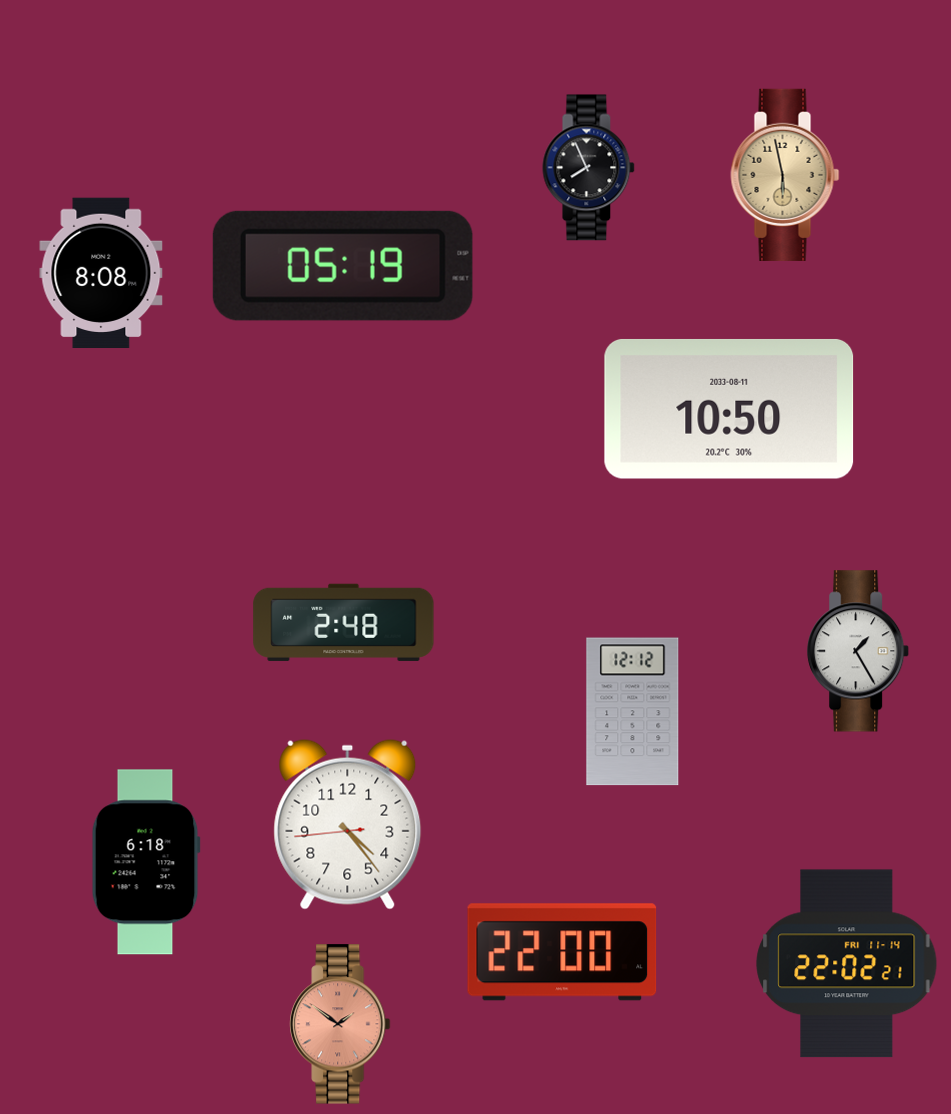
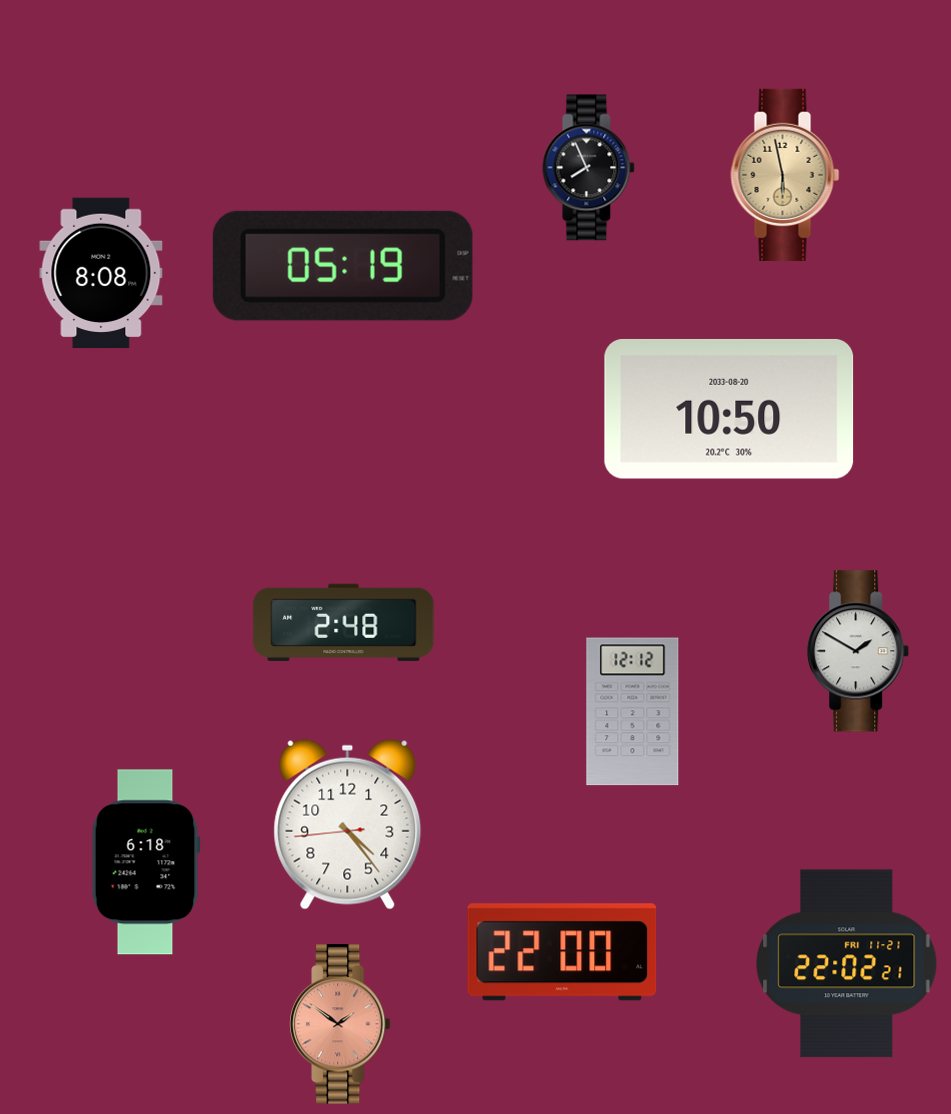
clock at (729, 409) date: 2033-08-11 -> 2033-08-20
clock at (859, 651): 1:25 -> 1:50
clock at (847, 964) date: FRI 11-14 -> FRI 11-21
